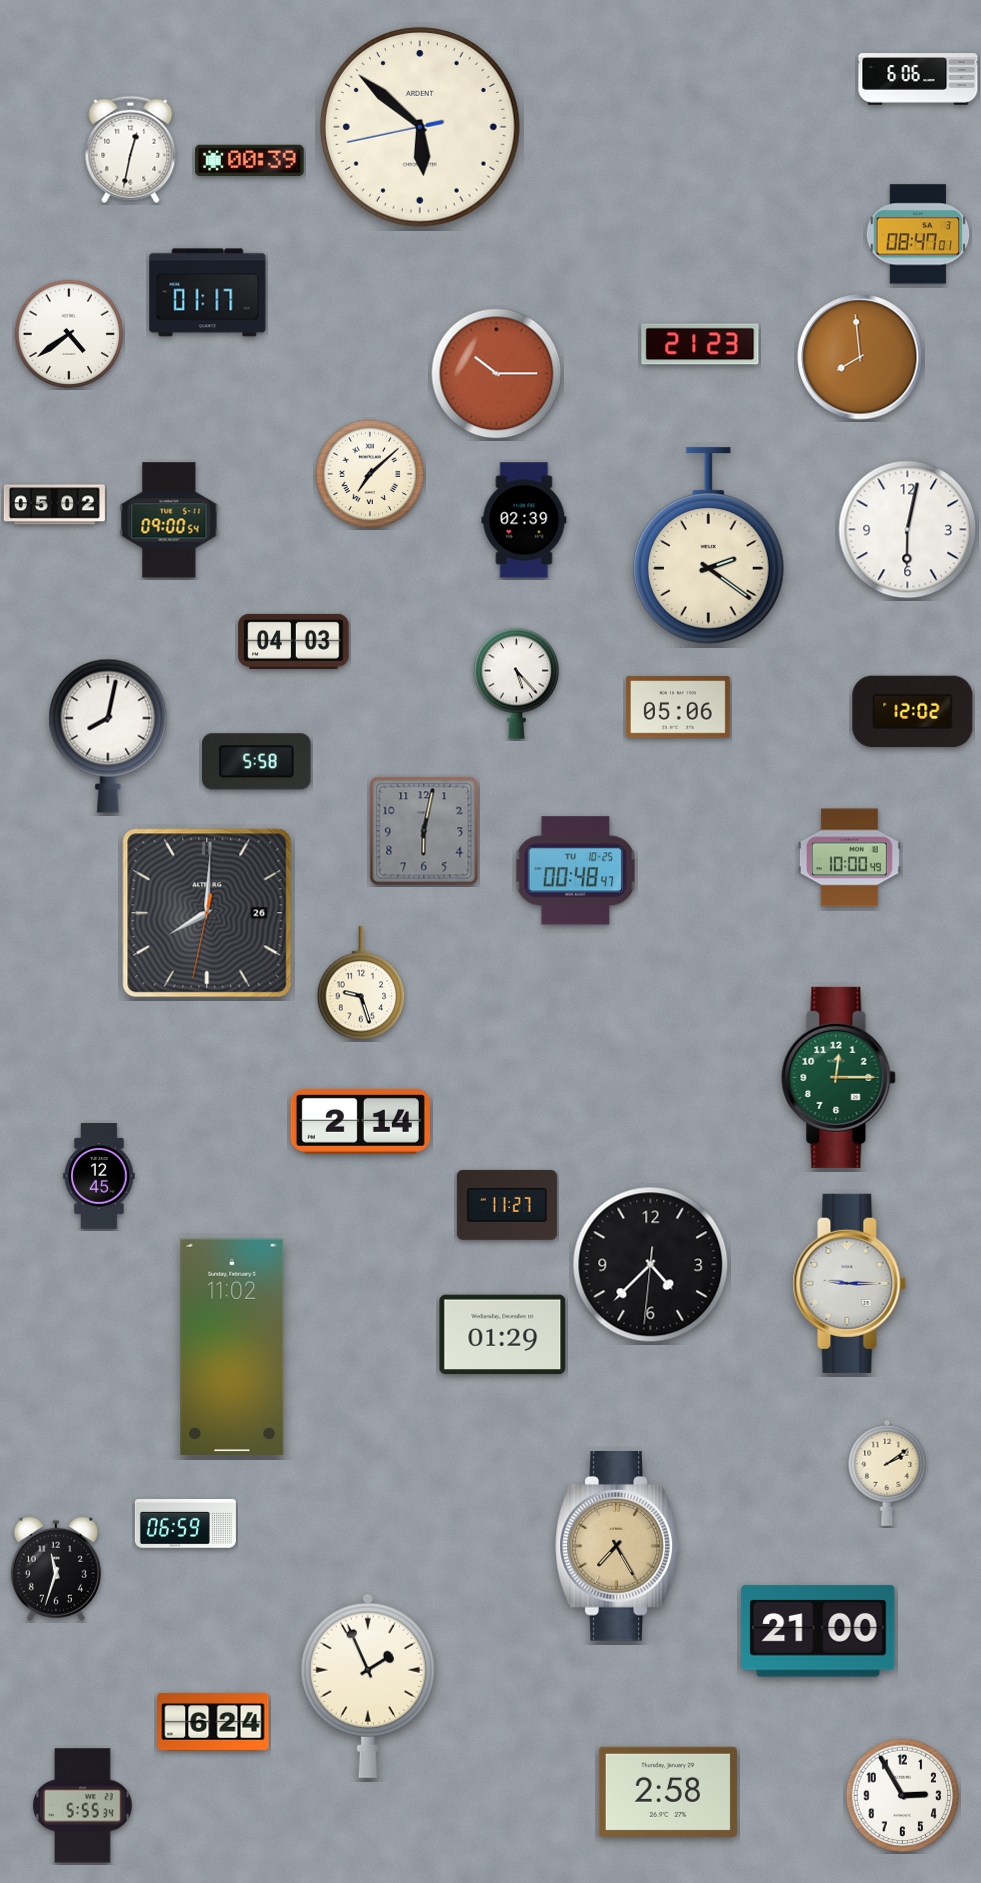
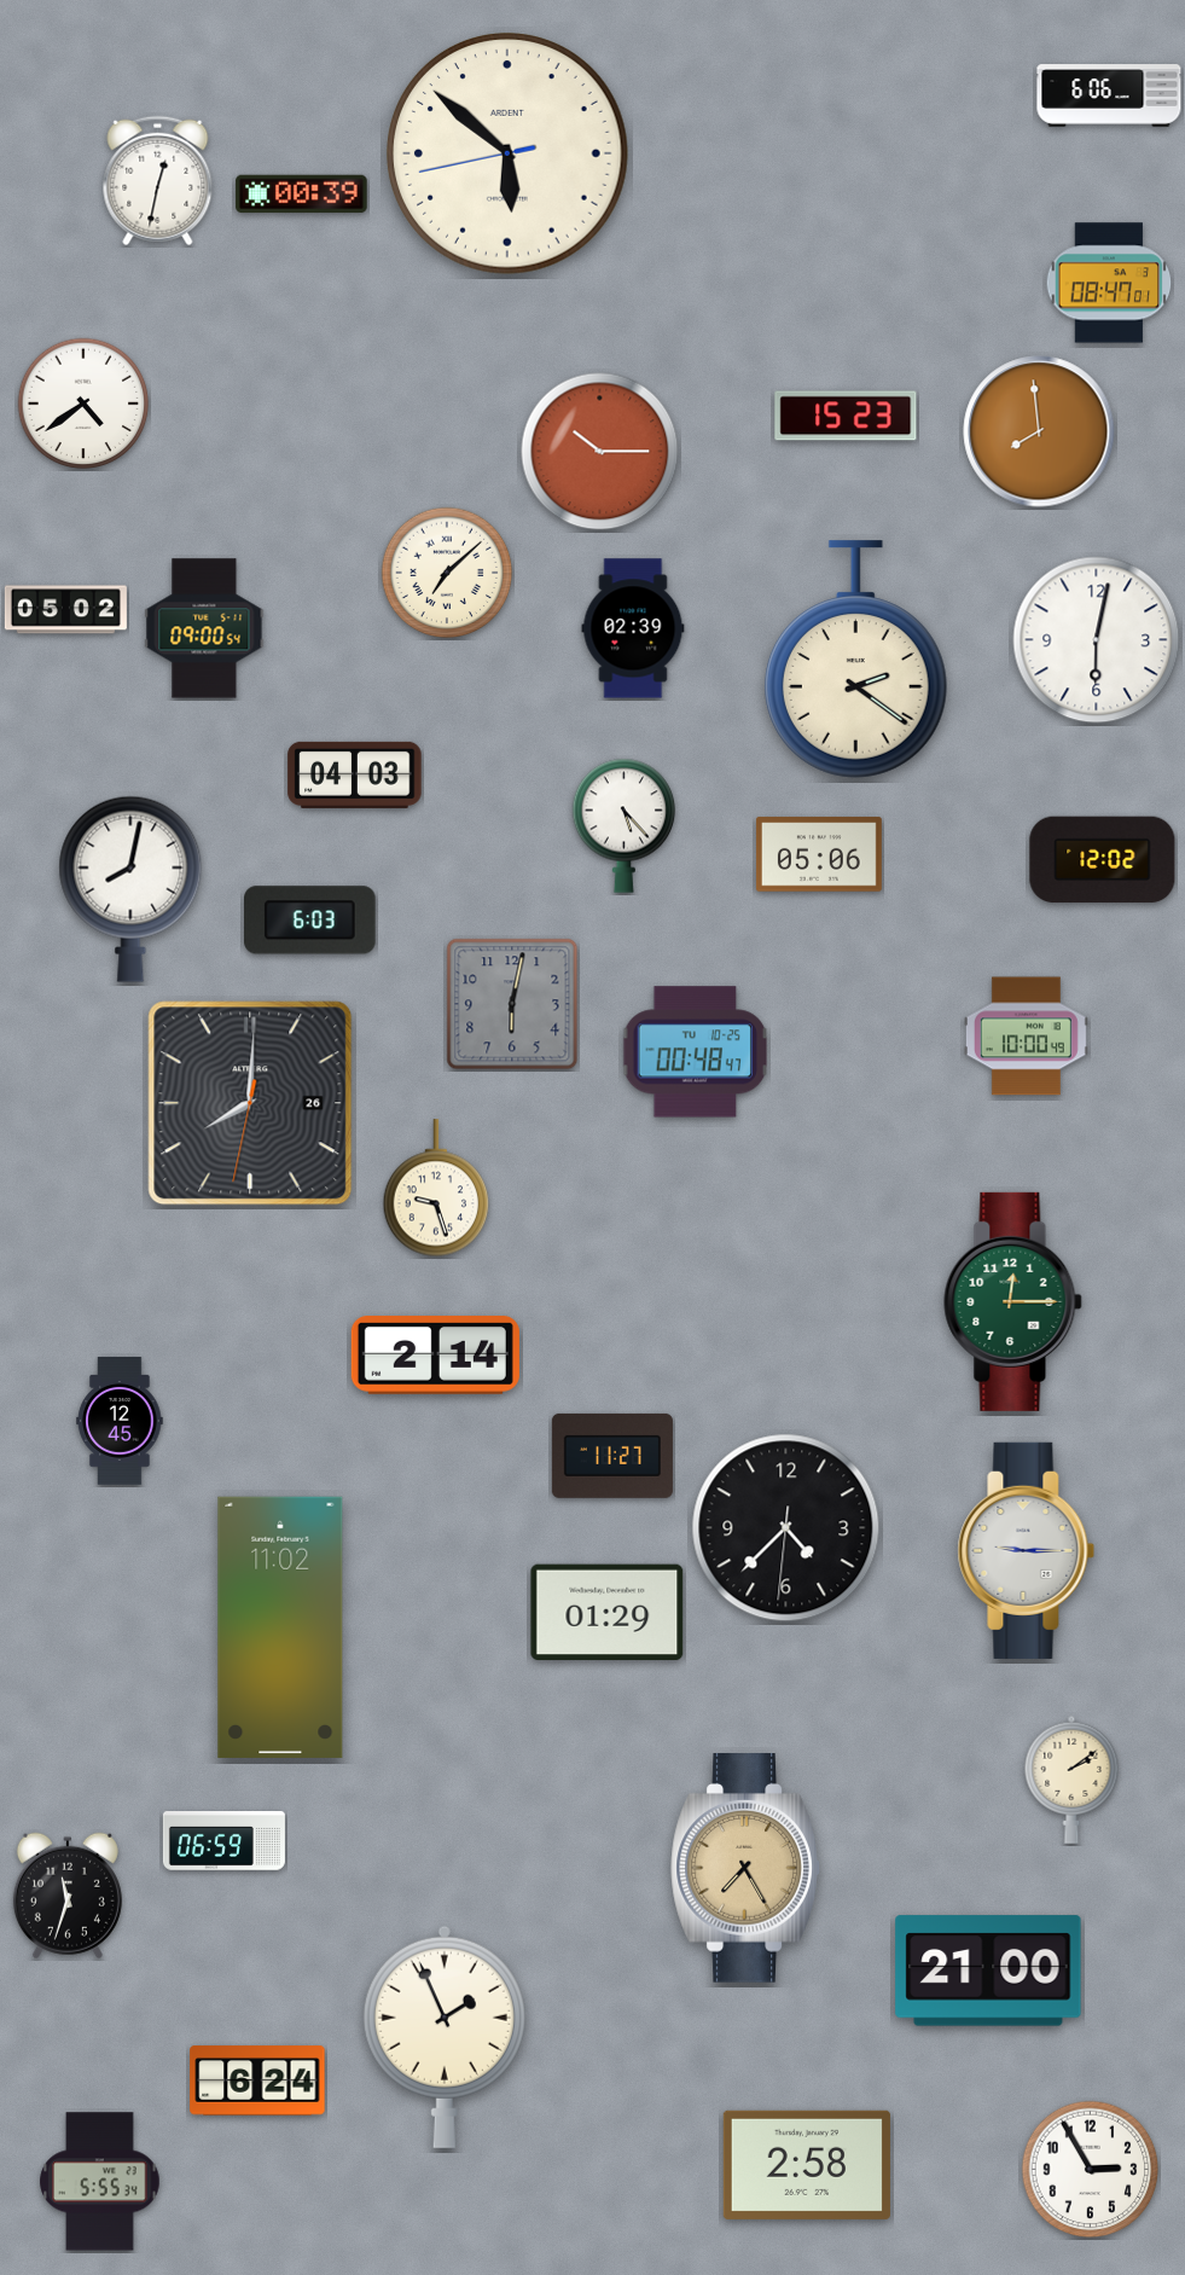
clock at (208, 293): 01:17 -> none
clock at (700, 344): 21:23 -> 15:23
clock at (257, 762): 5:58 -> 6:03
